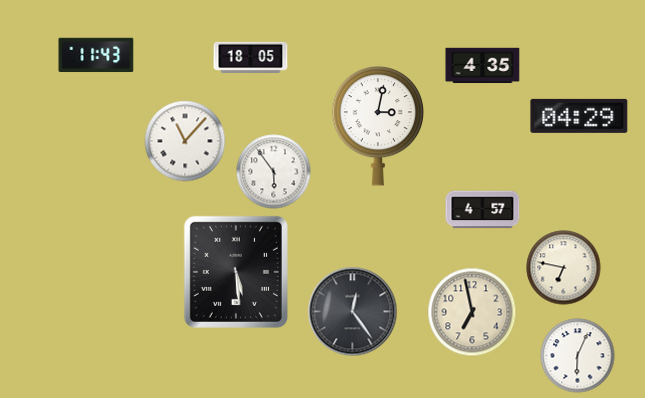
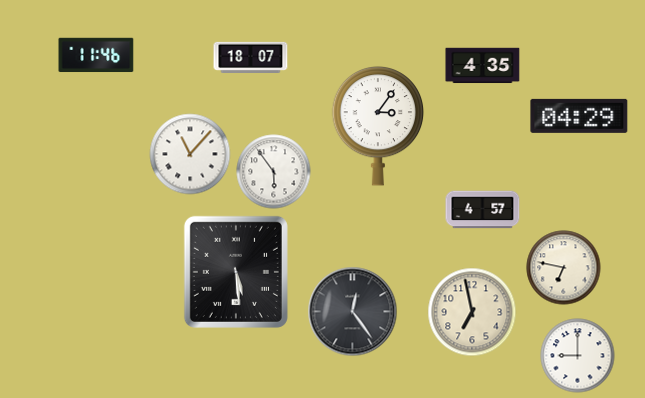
clock at (96, 55): 11:43 -> 11:46
clock at (251, 57): 18:05 -> 18:07
clock at (378, 126): 3:02 -> 3:06
clock at (185, 141) position: (185, 141) -> (190, 154)
clock at (578, 356): 6:04 -> 9:00
